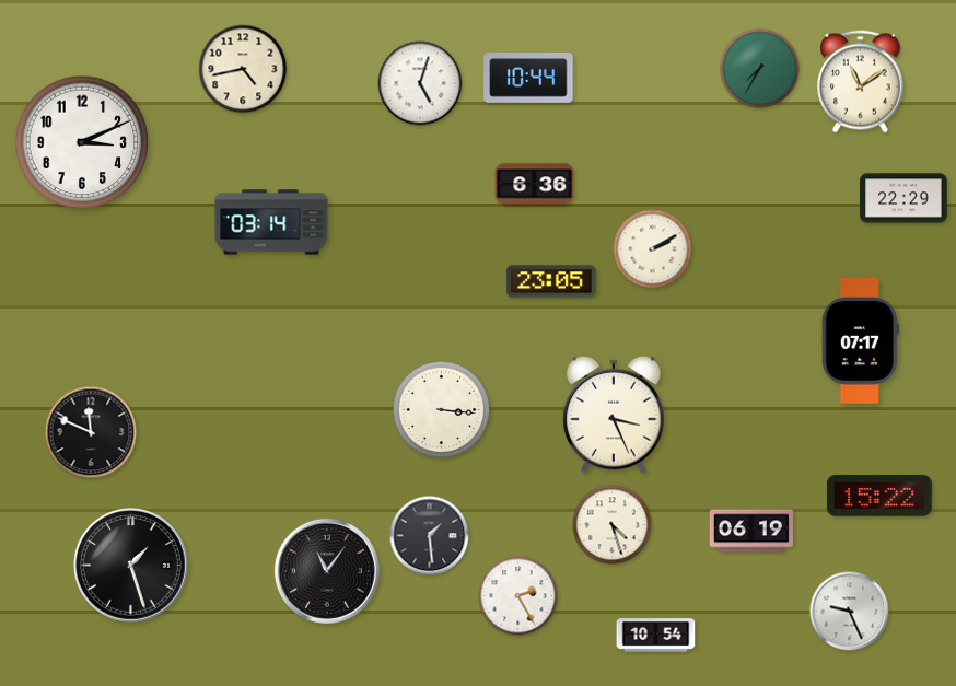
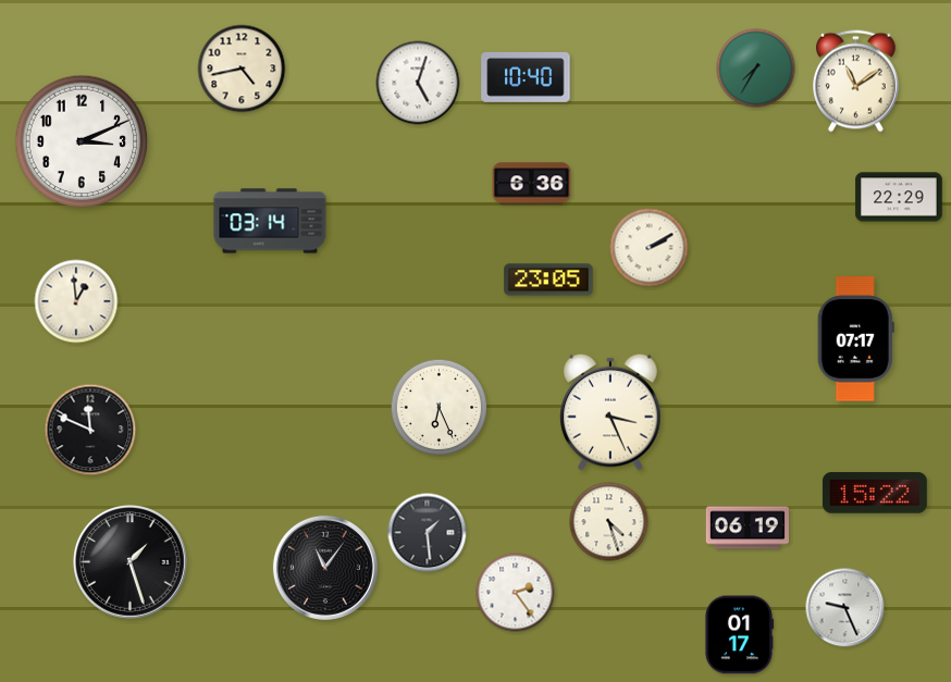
clock at (528, 78): 10:44 -> 10:40
clock at (76, 301): none -> 12:59
clock at (442, 410): 3:16 -> 6:26
clock at (518, 596): 2:25 -> 2:24
clock at (656, 636): 10:54 -> none
clock at (739, 635): none -> 01:17
